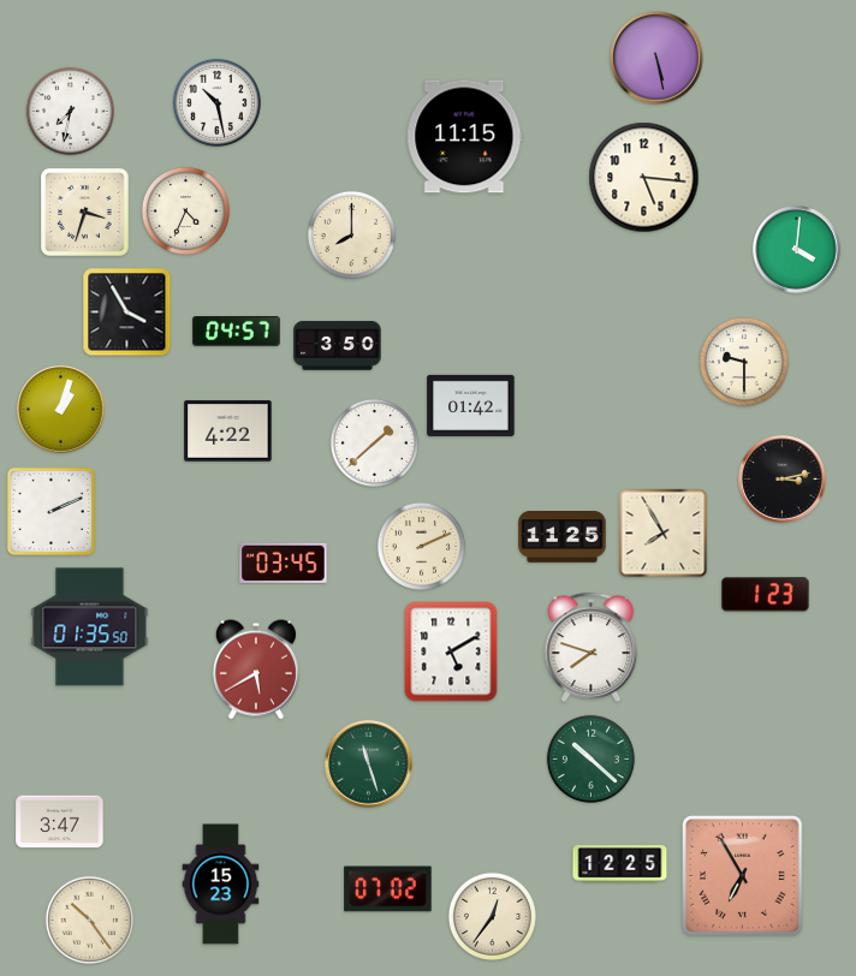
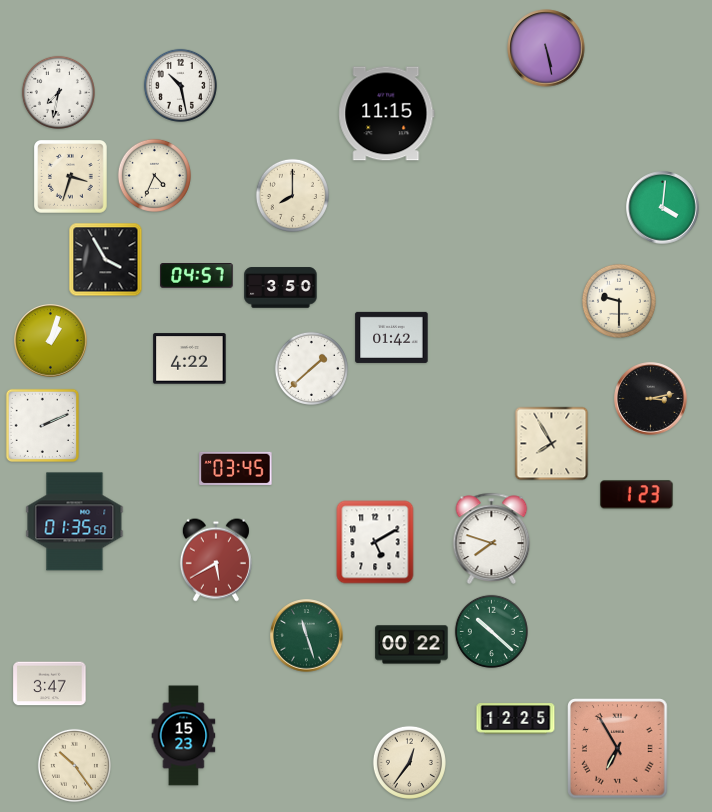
clock at (644, 178): 5:16 -> none
clock at (563, 537): 11:25 -> none
clock at (421, 546): 2:11 -> none
clock at (256, 669) position: (256, 669) -> (216, 560)
clock at (412, 645): none -> 00:22
clock at (743, 876) position: (743, 876) -> (618, 749)
clock at (388, 889): 07:02 -> none
